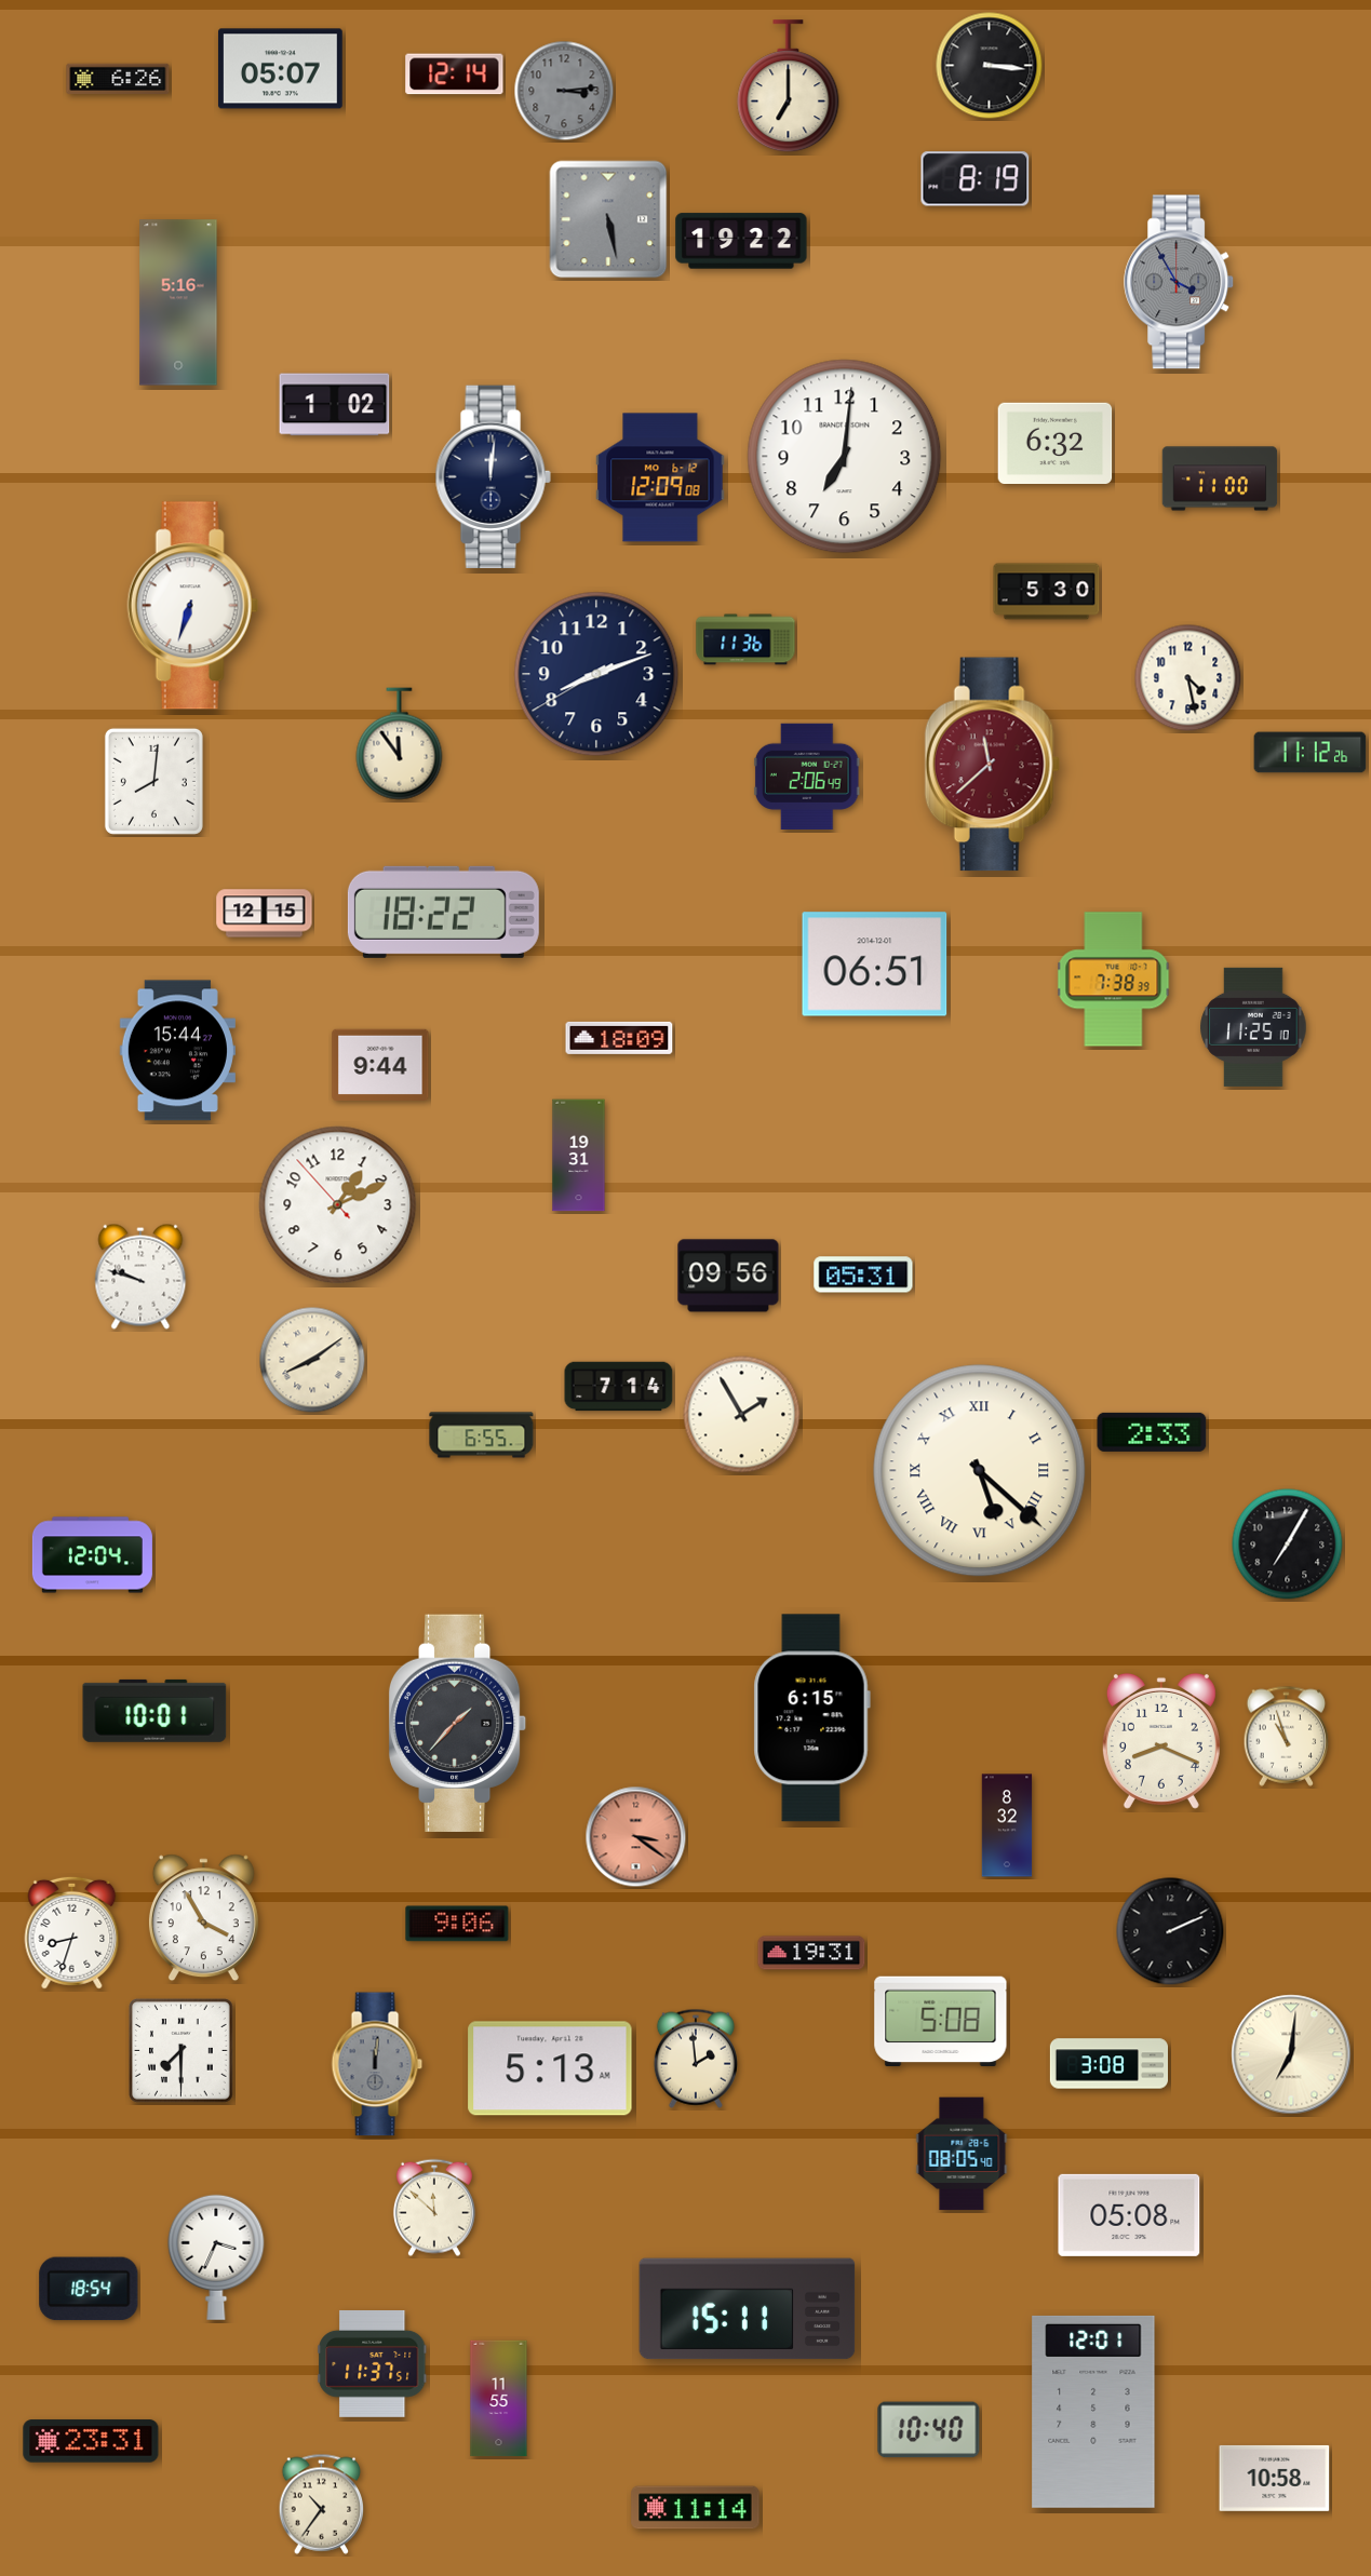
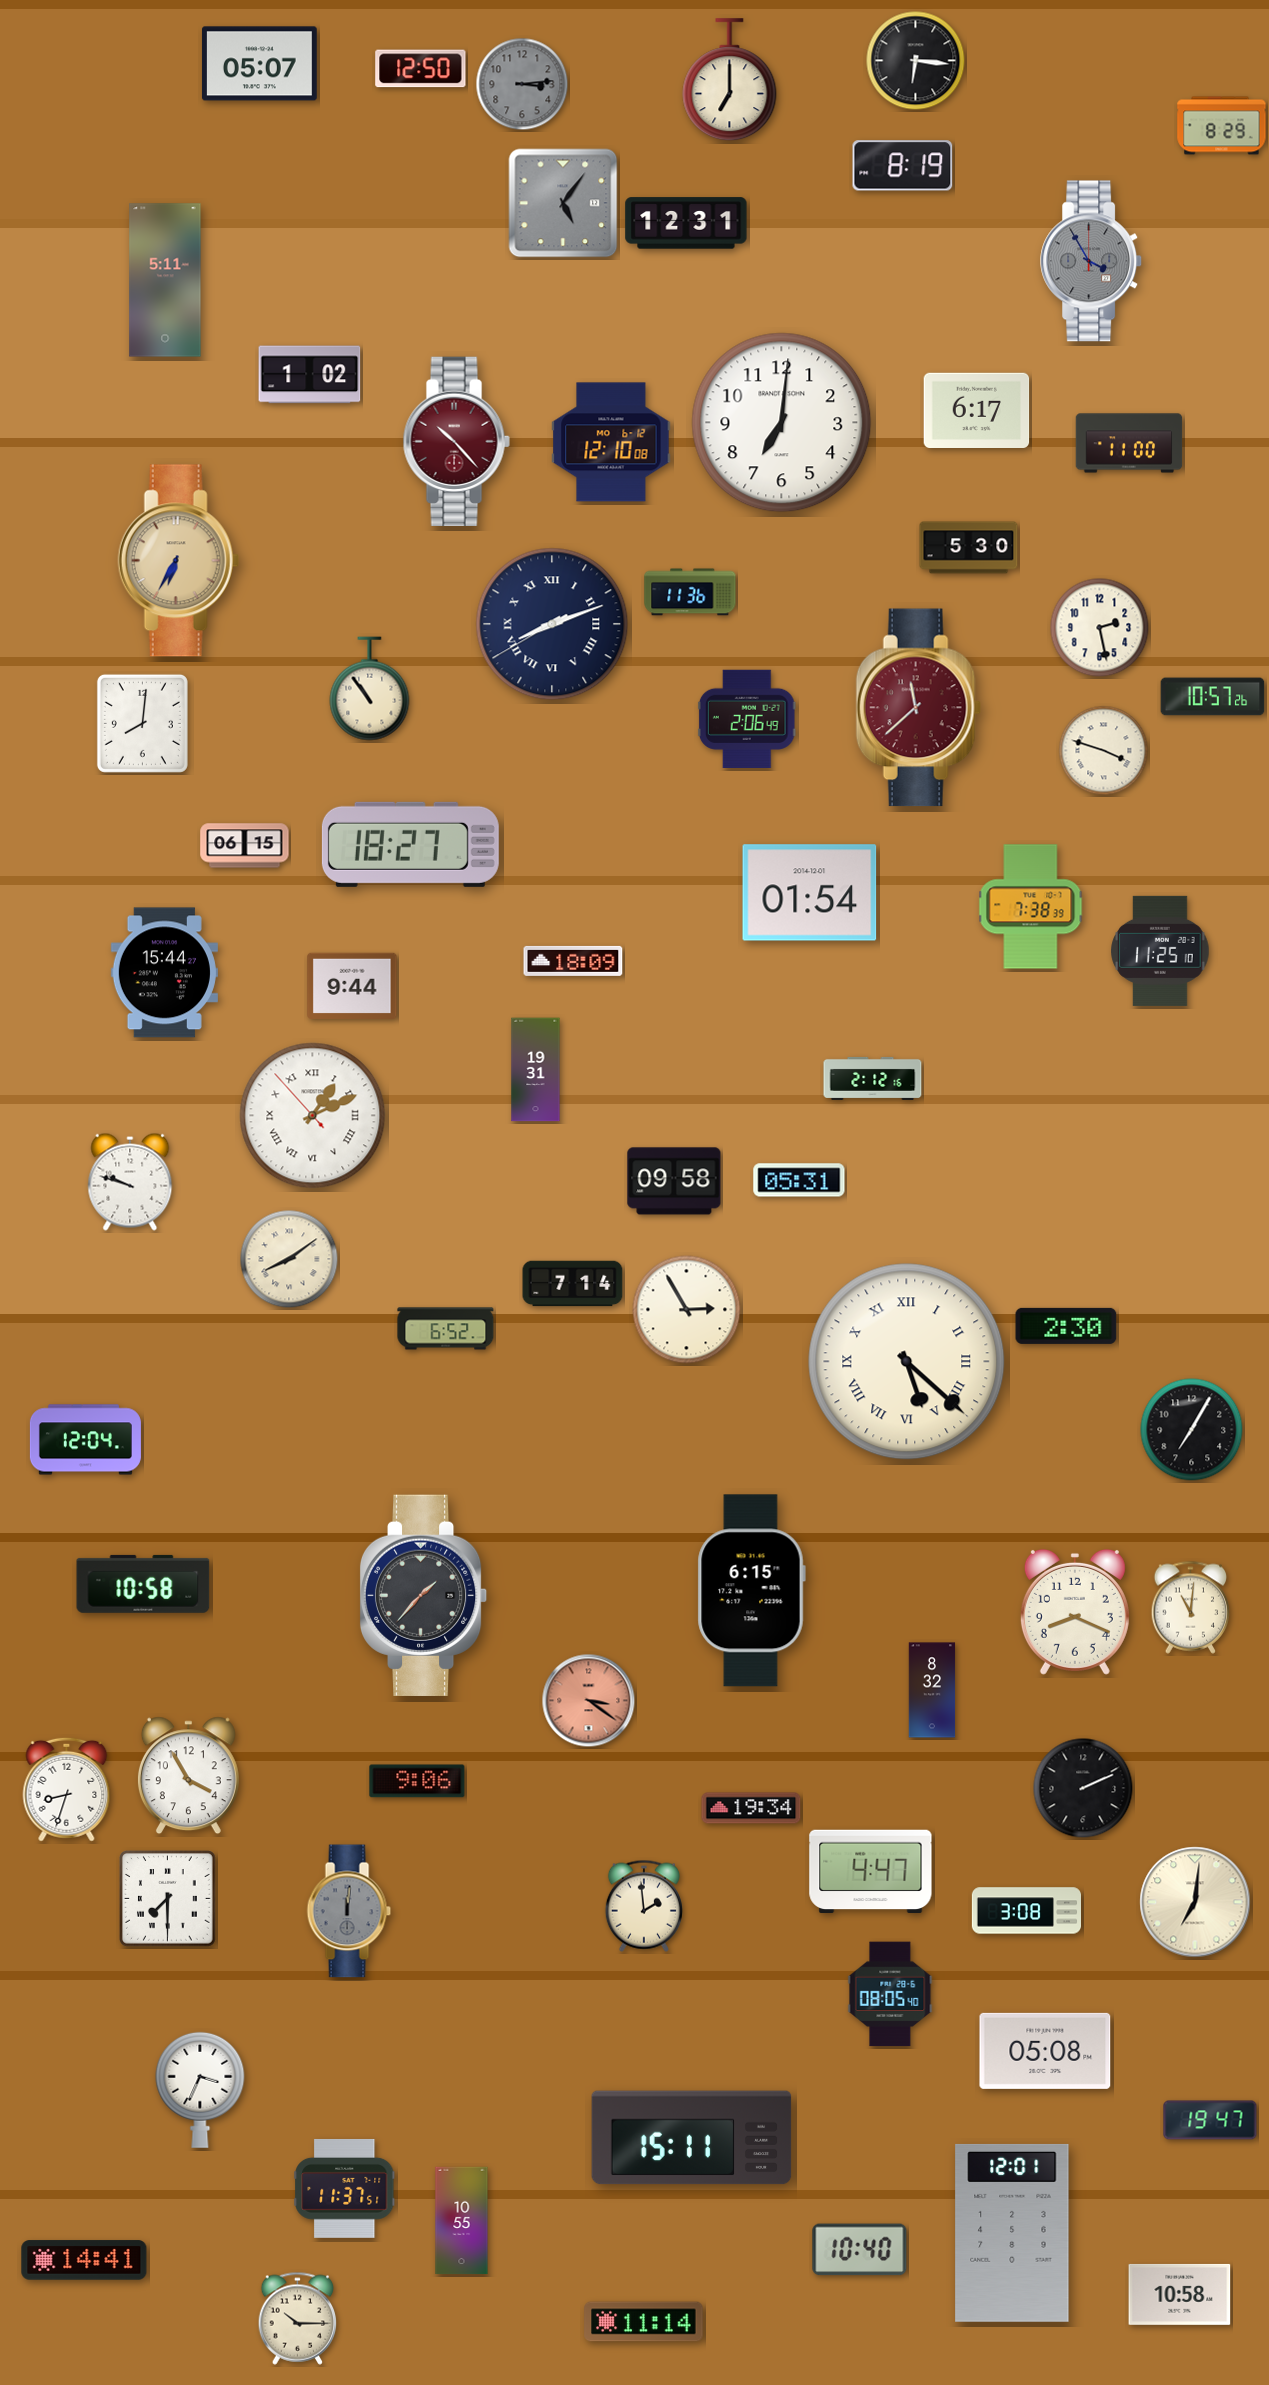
clock at (990, 66): 3:16 -> 6:16
clock at (455, 75): 12:14 -> 12:50
clock at (118, 78): 6:26 -> none
clock at (1222, 126): none -> 8:29
clock at (608, 219): 5:28 -> 5:06
clock at (741, 241): 19:22 -> 12:31
clock at (178, 302): 5:16 -> 5:11
clock at (1056, 443): 6:32 -> 6:17
clock at (493, 476): 12:01 -> 10:23
clock at (493, 476) dial: navy -> burgundy
clock at (660, 477): 12:09 -> 12:10
clock at (192, 606): 6:33 -> 6:35
clock at (192, 606) dial: white -> champagne
clock at (596, 674) numerals: Arabic -> Roman
clock at (1188, 678): 4:28 -> 2:28
clock at (400, 744): 11:54 -> 10:54
clock at (1310, 753): 11:12 -> 10:57
clock at (1104, 751): none -> 3:48
clock at (443, 912): 18:22 -> 18:27
clock at (265, 914): 12:15 -> 06:15
clock at (875, 965): 06:51 -> 01:54
clock at (873, 1078): none -> 2:12
clock at (338, 1205) numerals: Arabic -> Roman
clock at (728, 1276): 09:56 -> 09:58
clock at (742, 1415): 1:55 -> 2:55
clock at (1152, 1432): 2:33 -> 2:30
clock at (482, 1435): 6:55 -> 6:52
clock at (154, 1711): 10:01 -> 10:58
clock at (1287, 1736): 10:57 -> 11:01
clock at (457, 1924) position: (457, 1924) -> (417, 1781)
clock at (811, 1953): 19:31 -> 19:34
clock at (941, 2022): 5:08 -> 4:47
clock at (550, 2068): 5:13 -> none
clock at (434, 2208): 11:52 -> none
clock at (89, 2289): 18:54 -> none
clock at (1210, 2120): none -> 19:47
clock at (499, 2399): 11:55 -> 10:55
clock at (91, 2441): 23:31 -> 14:41
clock at (322, 2504): 10:36 -> 10:15
